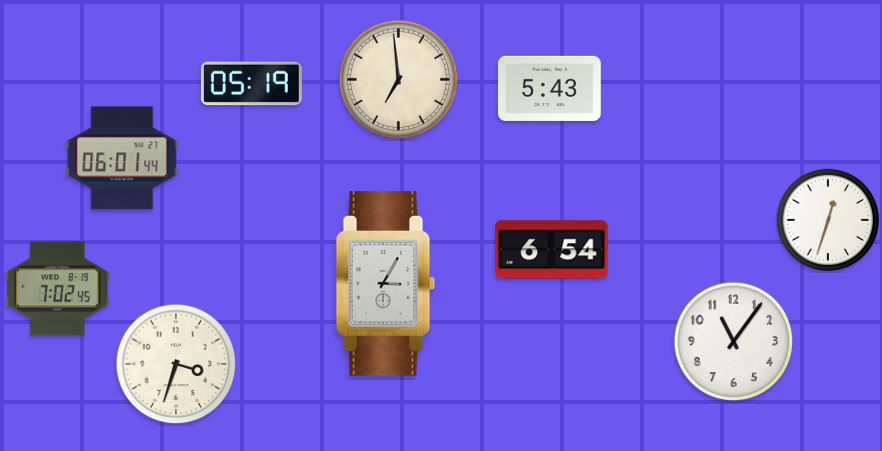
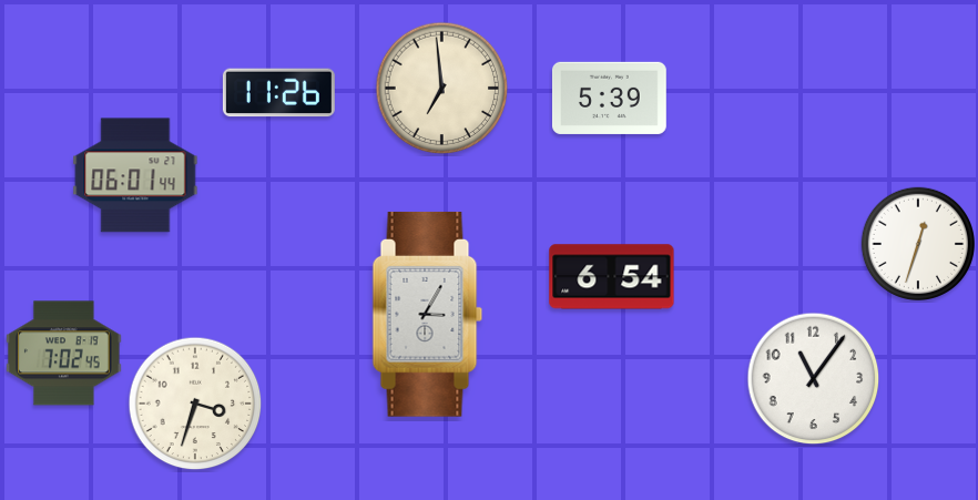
clock at (251, 84): 05:19 -> 11:26
clock at (549, 88): 5:43 -> 5:39
clock at (58, 289) position: (58, 289) -> (64, 354)
